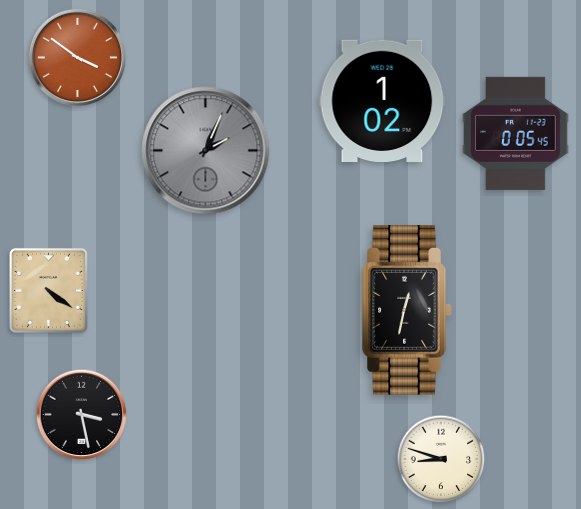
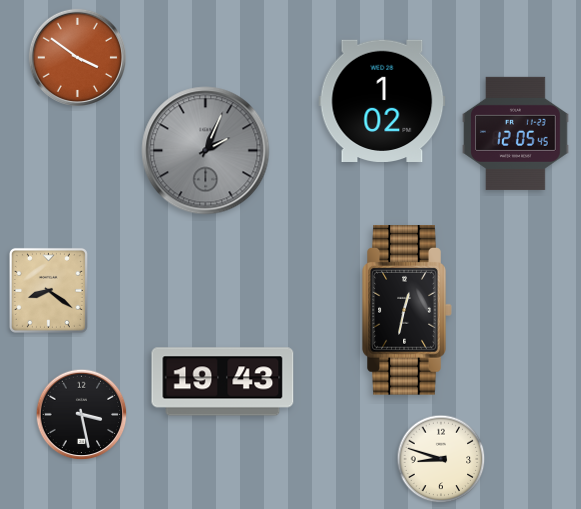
clock at (516, 133): 0:05 -> 12:05
clock at (48, 290): 4:21 -> 8:21
clock at (223, 382): none -> 19:43
